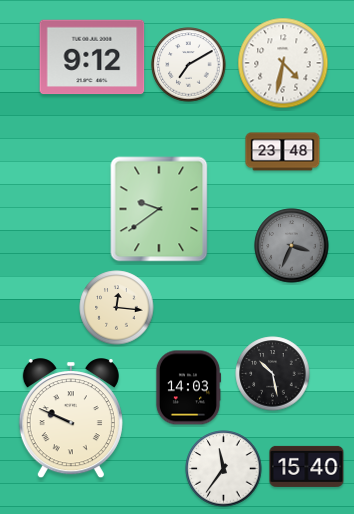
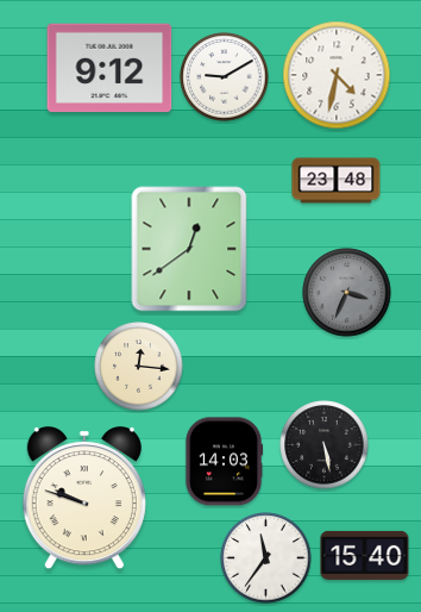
clock at (189, 65): 7:10 -> 9:10
clock at (159, 209): 9:39 -> 12:39
clock at (273, 374): 10:28 -> 5:28
clock at (71, 419): 9:49 -> 9:48
